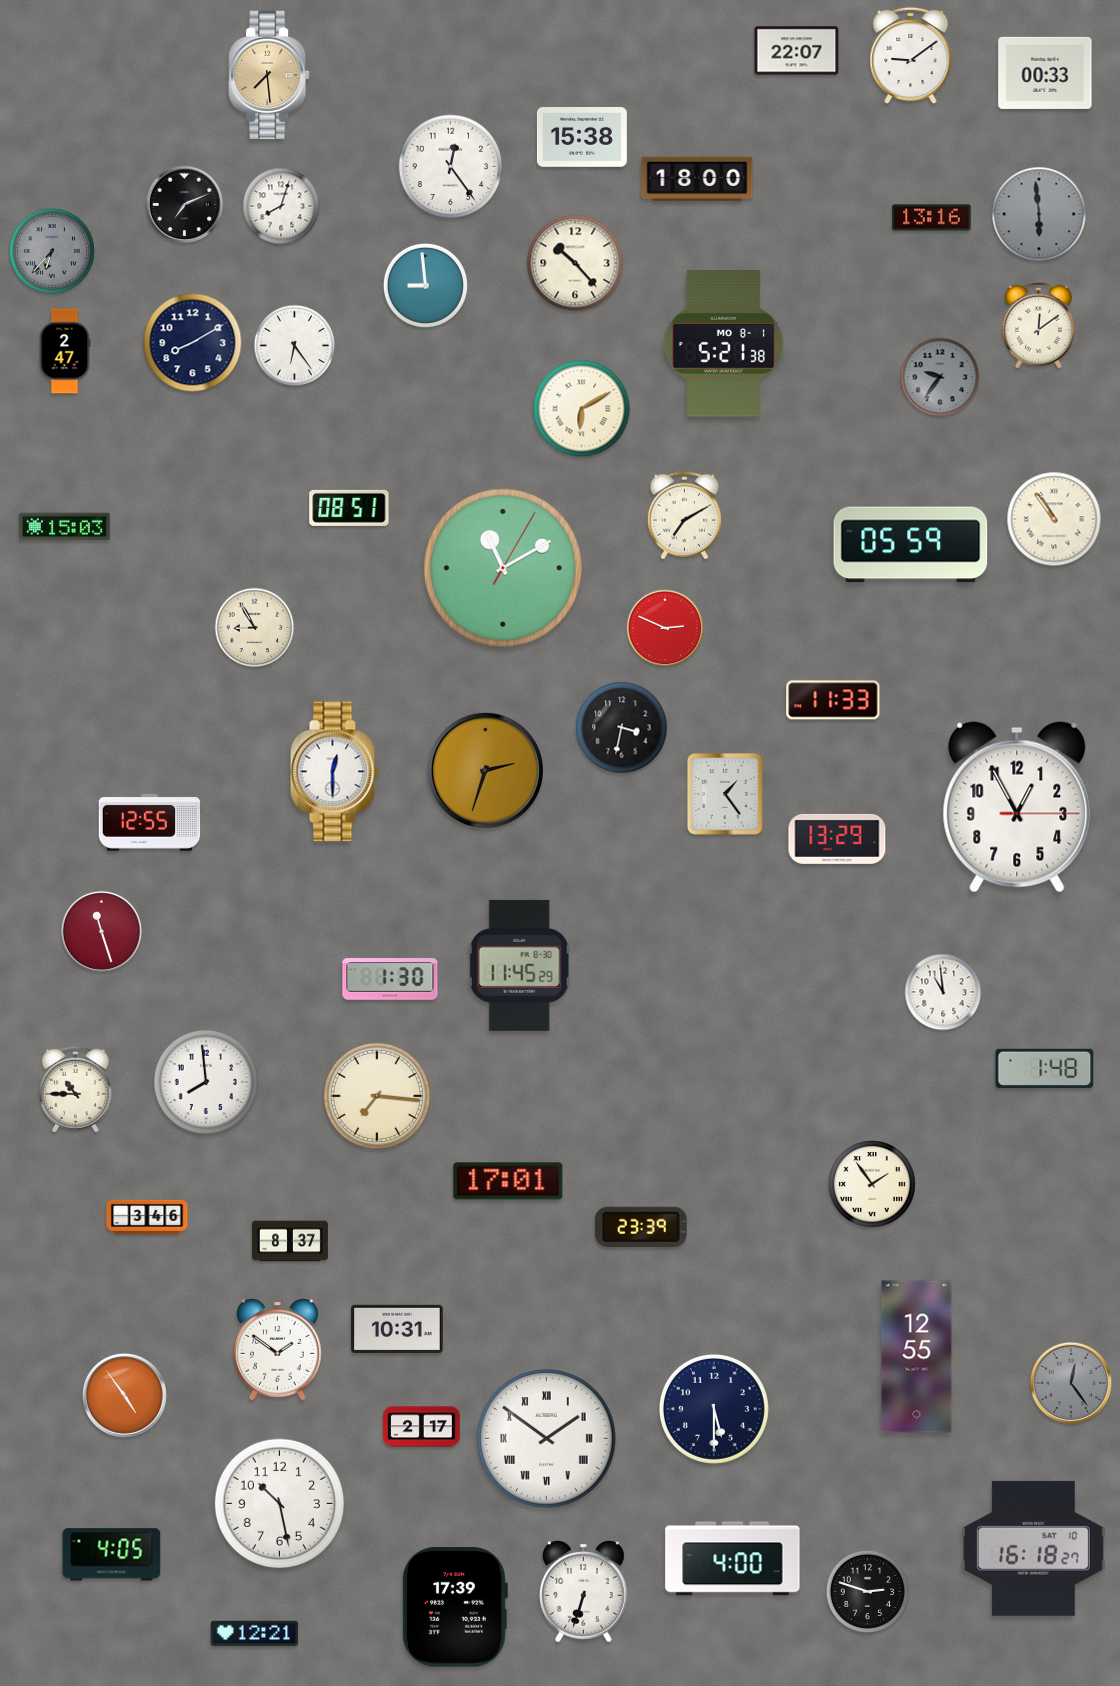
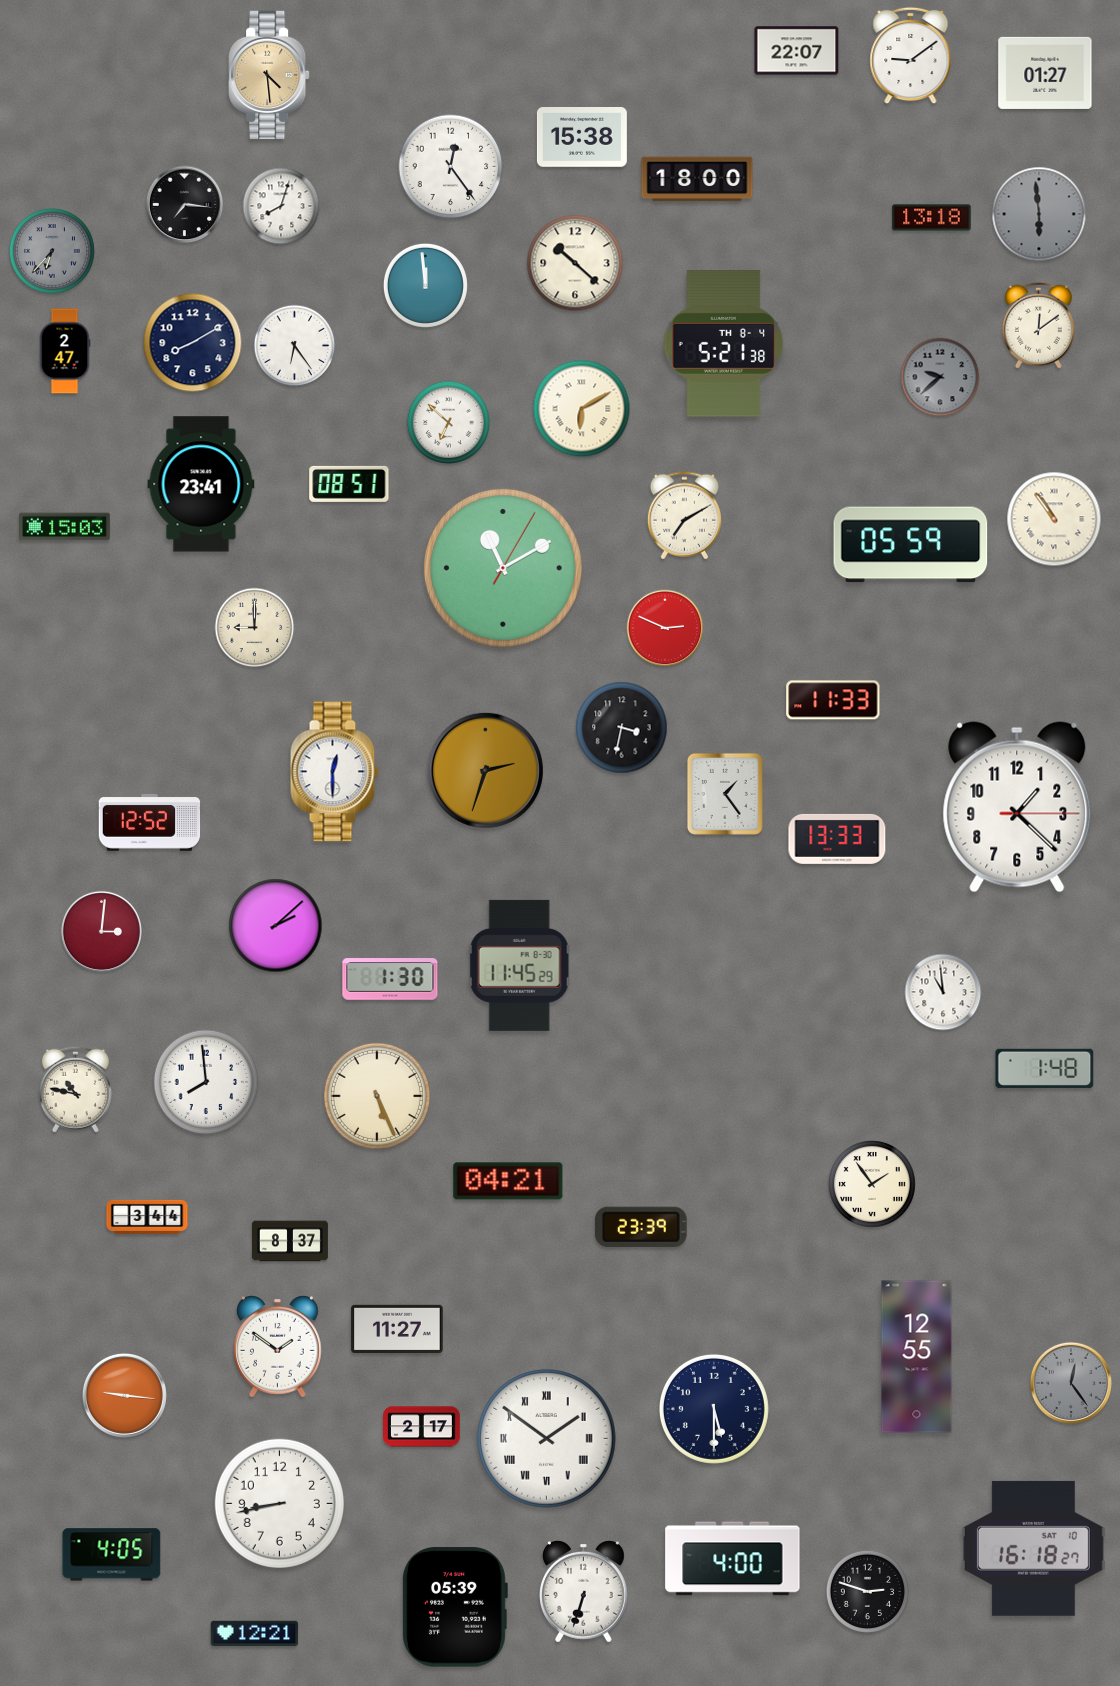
clock at (1045, 73): 00:33 -> 01:27
clock at (269, 75): 7:29 -> 4:29
clock at (185, 205): 7:11 -> 7:16
clock at (932, 218): 13:16 -> 13:18
clock at (575, 263): 10:23 -> 10:22
clock at (425, 285): 8:59 -> 11:59
clock at (724, 344) date: MO 8-1 -> TH 8-4
clock at (940, 377): 9:36 -> 9:38
clock at (448, 422): none -> 6:52
clock at (201, 484): none -> 23:41
clock at (349, 508) position: (349, 508) -> (349, 484)
clock at (255, 628): 8:55 -> 9:00
clock at (1017, 807): 12:55 -> 1:22
clock at (150, 822): 12:55 -> 12:52
clock at (837, 839): 13:29 -> 13:33
clock at (276, 926): none -> 2:08
clock at (101, 931): 11:27 -> 3:01
clock at (75, 1089): 10:45 -> 10:47
clock at (376, 1095): 7:16 -> 5:26
clock at (508, 1181): 17:01 -> 04:21
clock at (147, 1217): 3:46 -> 3:44
clock at (397, 1328): 10:31 -> 11:27
clock at (278, 1350) position: (278, 1350) -> (278, 1347)
clock at (124, 1395): 4:54 -> 9:16
clock at (279, 1503): 10:28 -> 8:43
clock at (455, 1607): 17:39 -> 05:39
